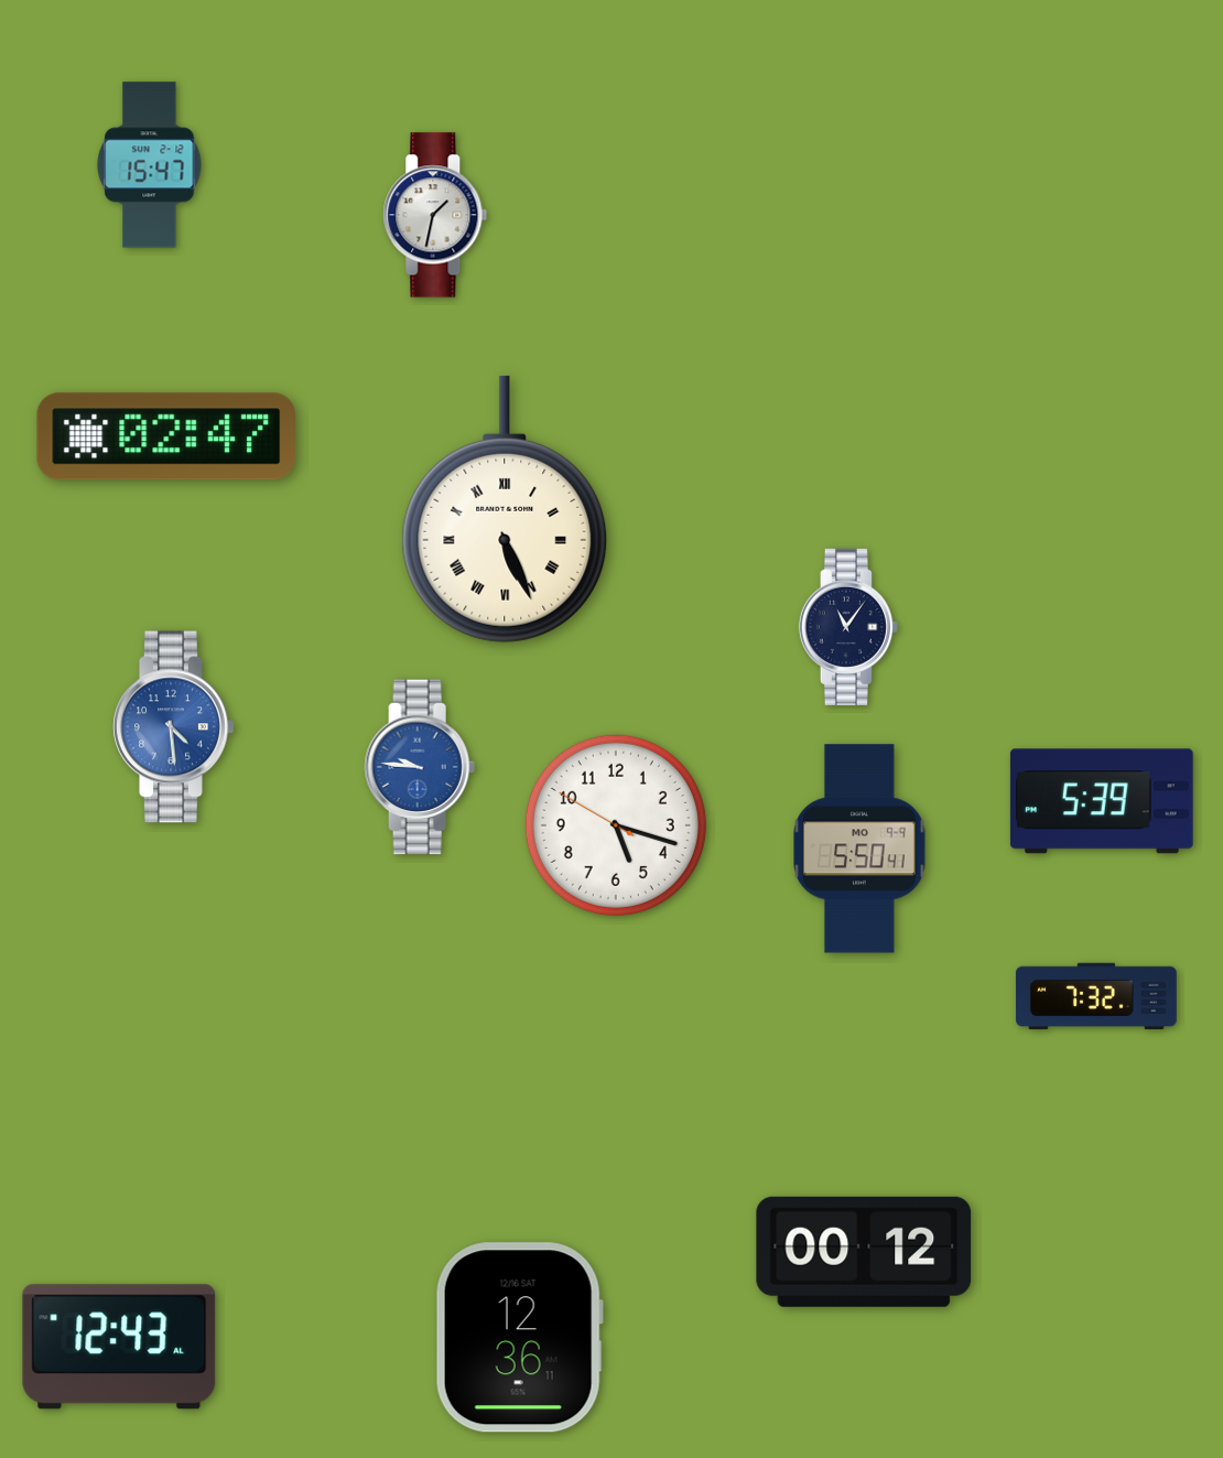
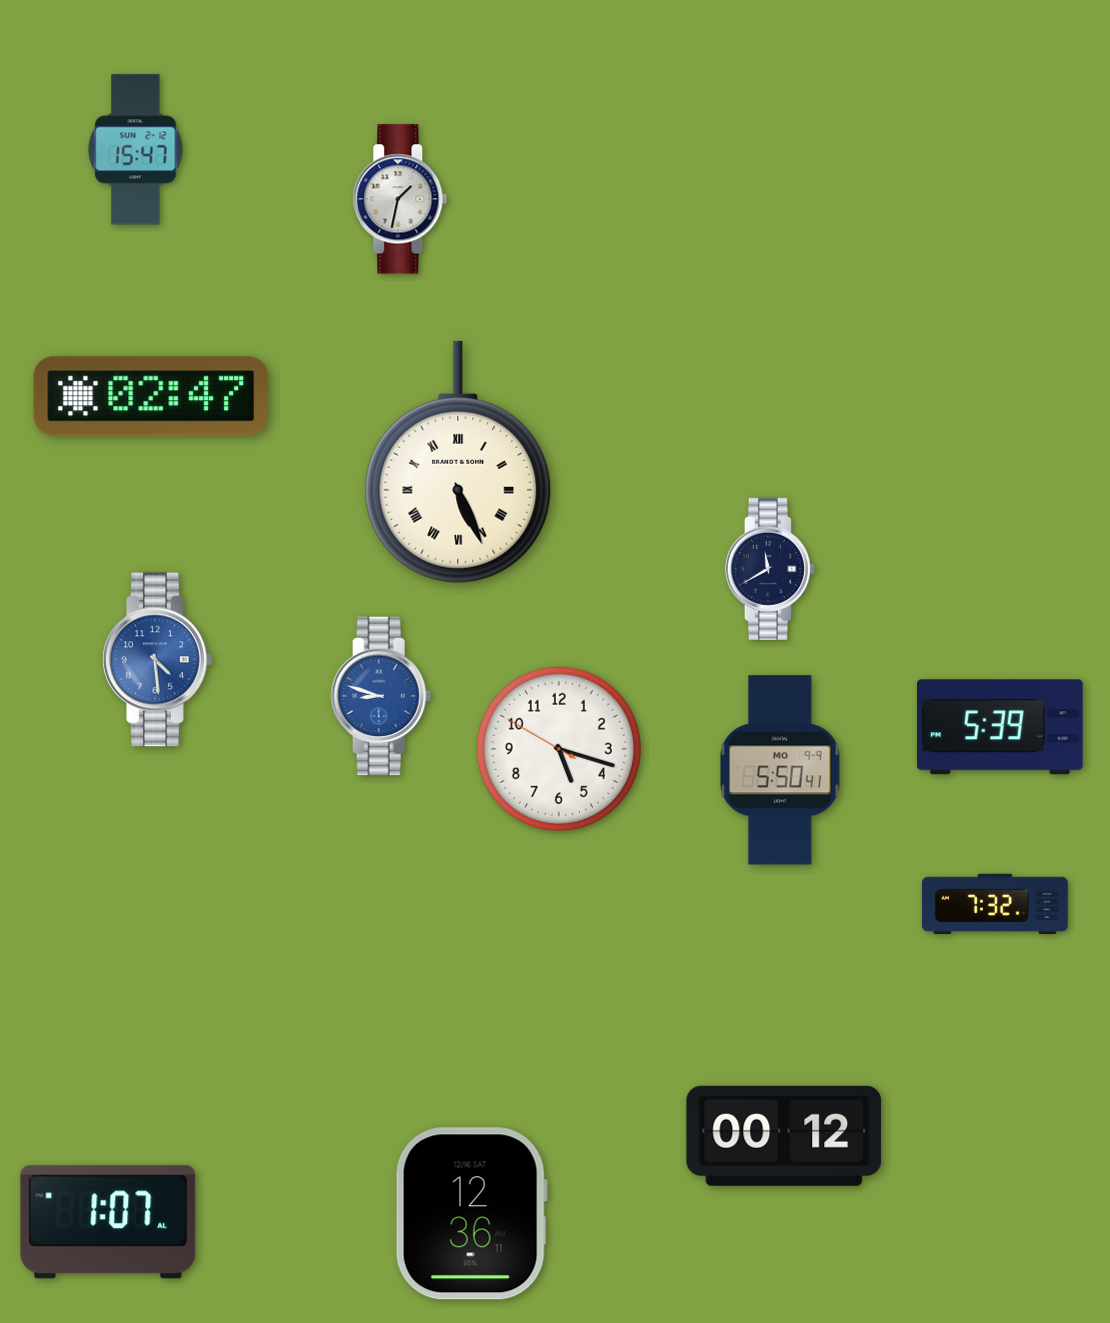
clock at (435, 215) position: (435, 215) -> (400, 199)
clock at (848, 627): 11:06 -> 11:40
clock at (420, 767): 9:46 -> 8:48
clock at (119, 1347): 12:43 -> 1:07
